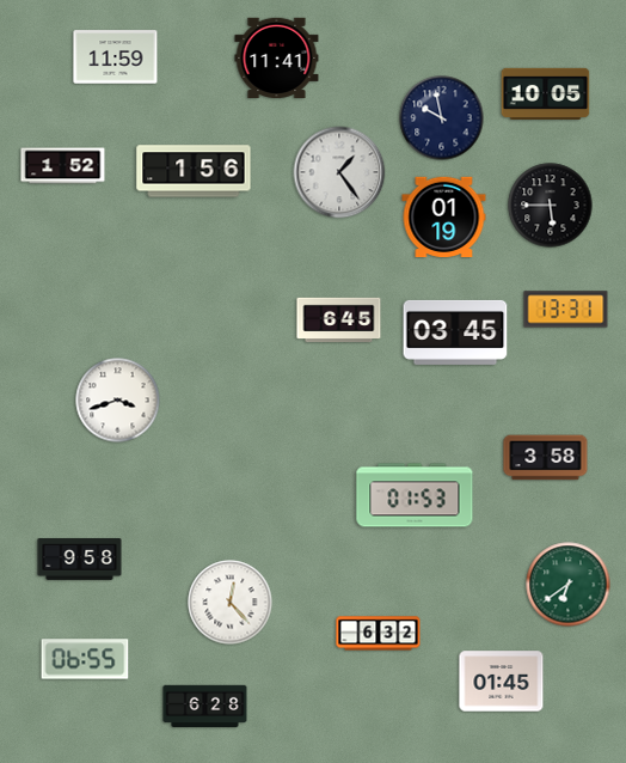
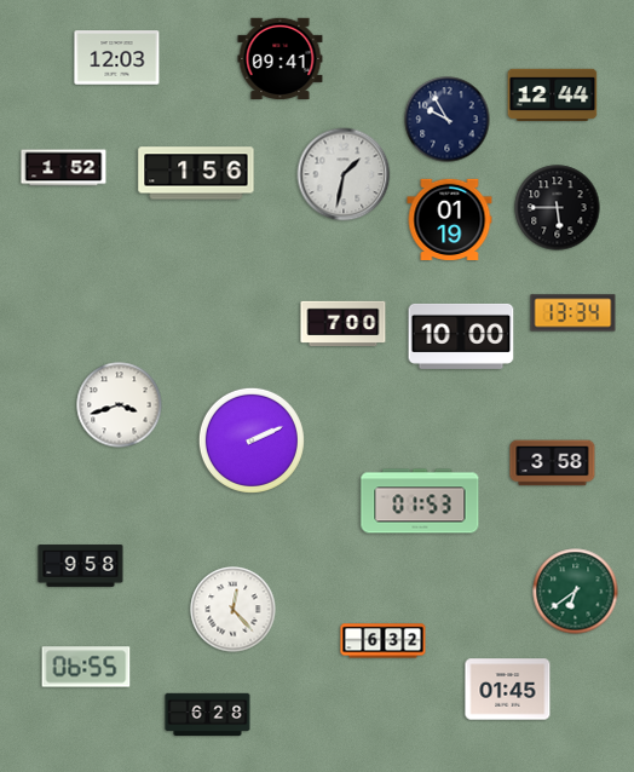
clock at (116, 57): 11:59 -> 12:03
clock at (277, 57): 11:41 -> 09:41
clock at (546, 93): 10:05 -> 12:44
clock at (442, 118): 9:58 -> 9:55
clock at (339, 172): 1:24 -> 1:32
clock at (566, 310): 13:31 -> 13:34
clock at (339, 321): 6:45 -> 7:00
clock at (455, 332): 03:45 -> 10:00
clock at (252, 440): none -> 2:11
